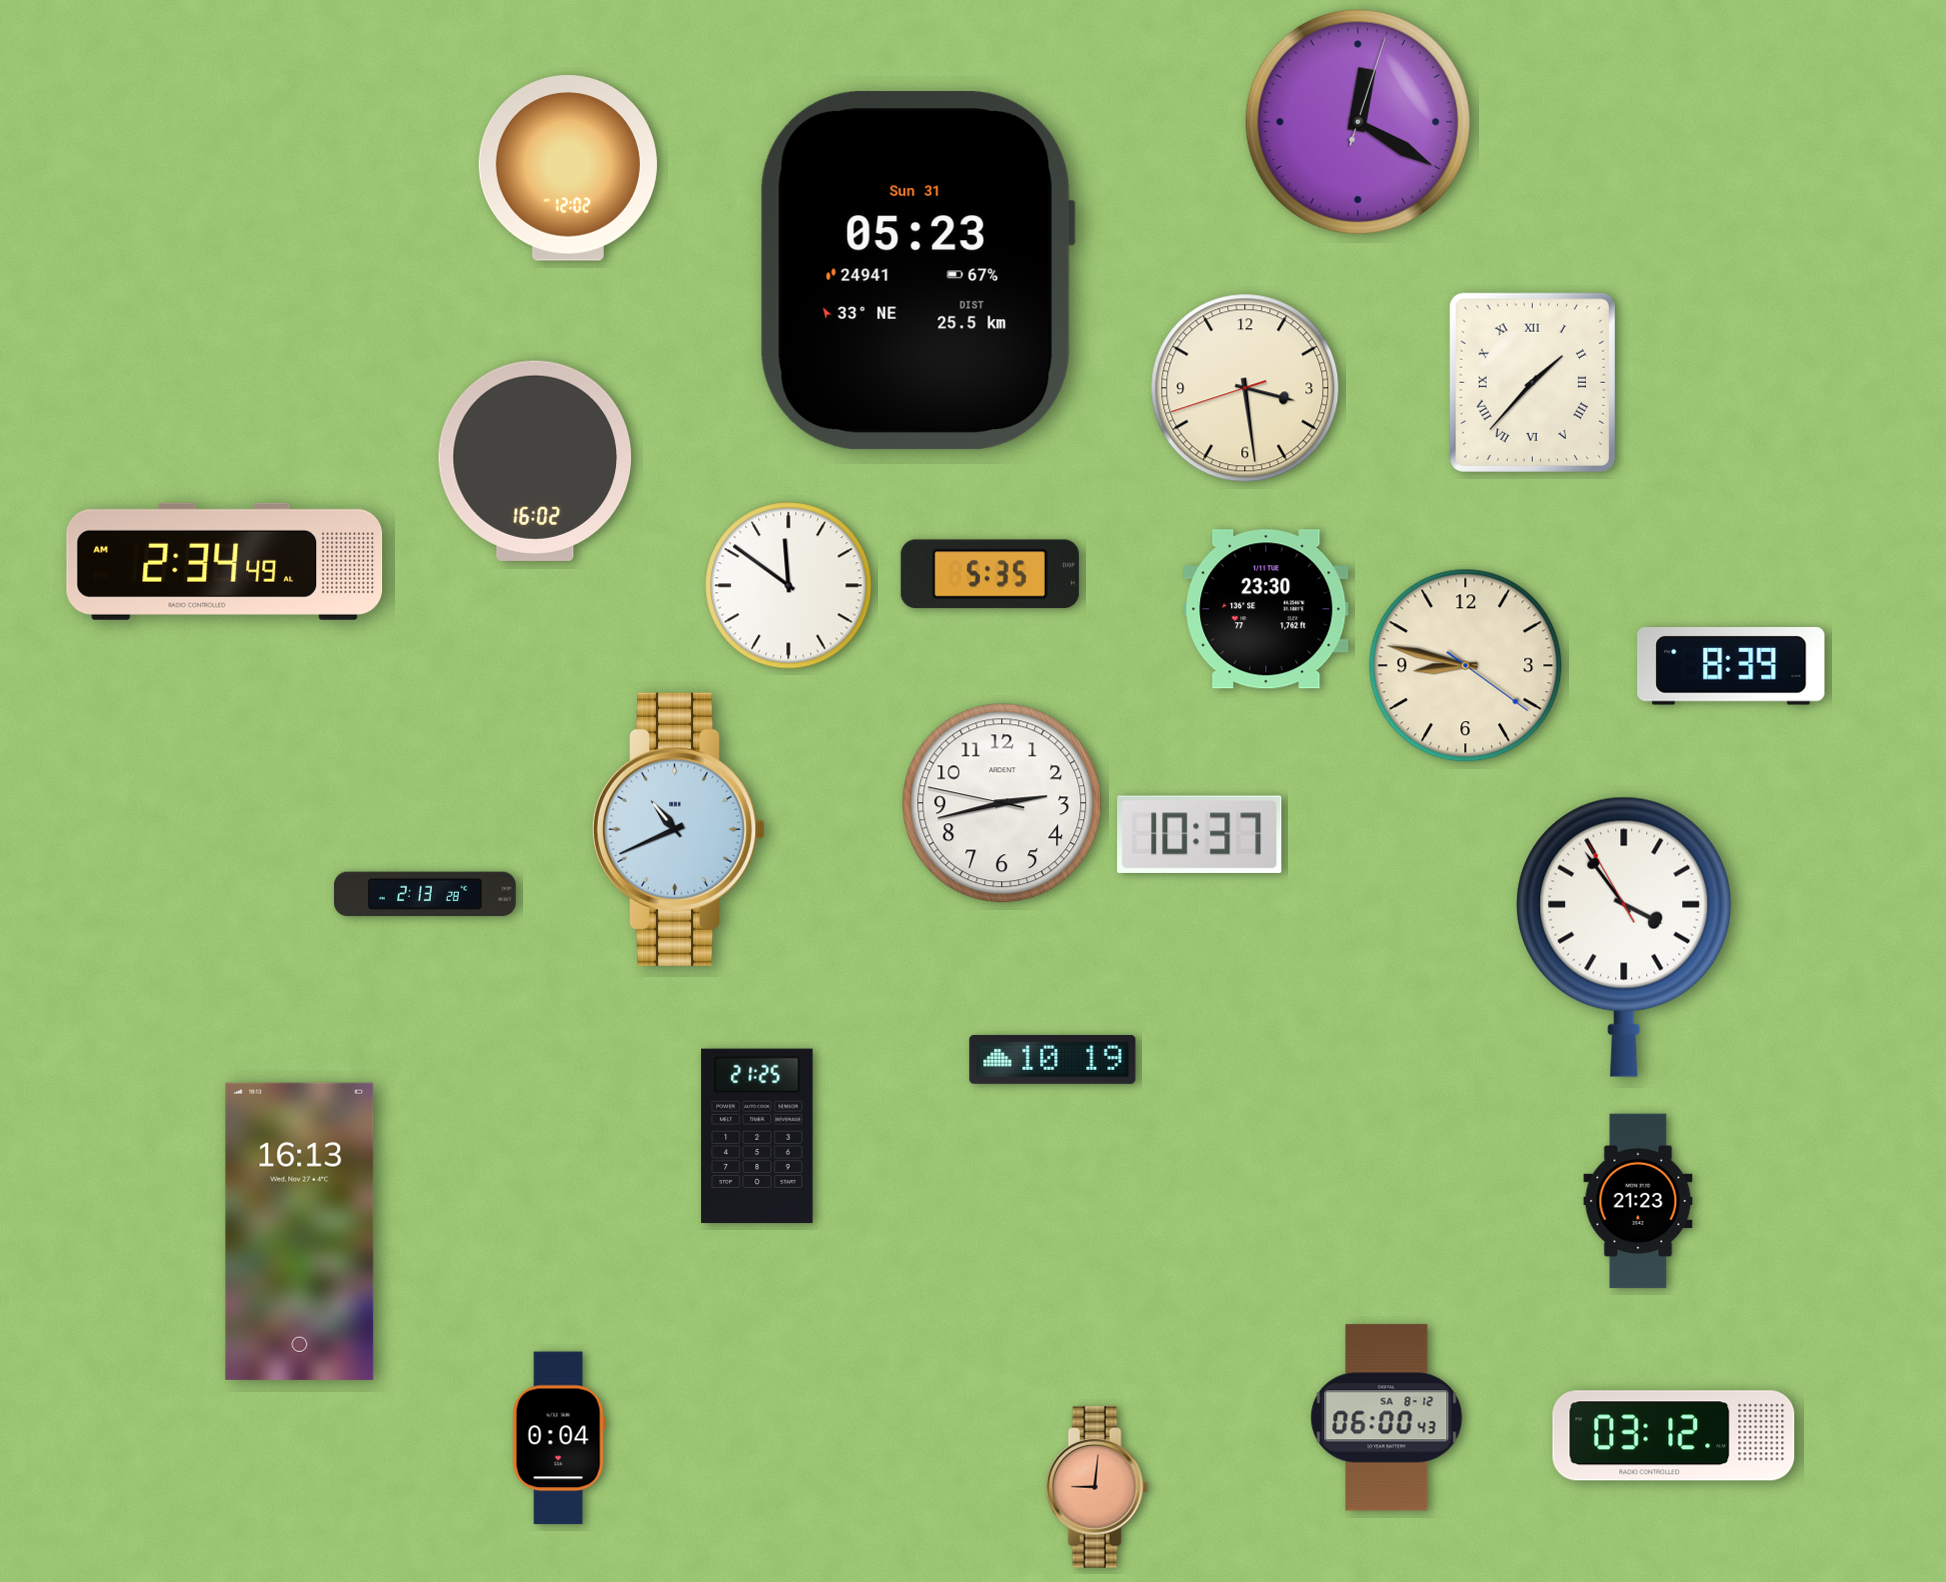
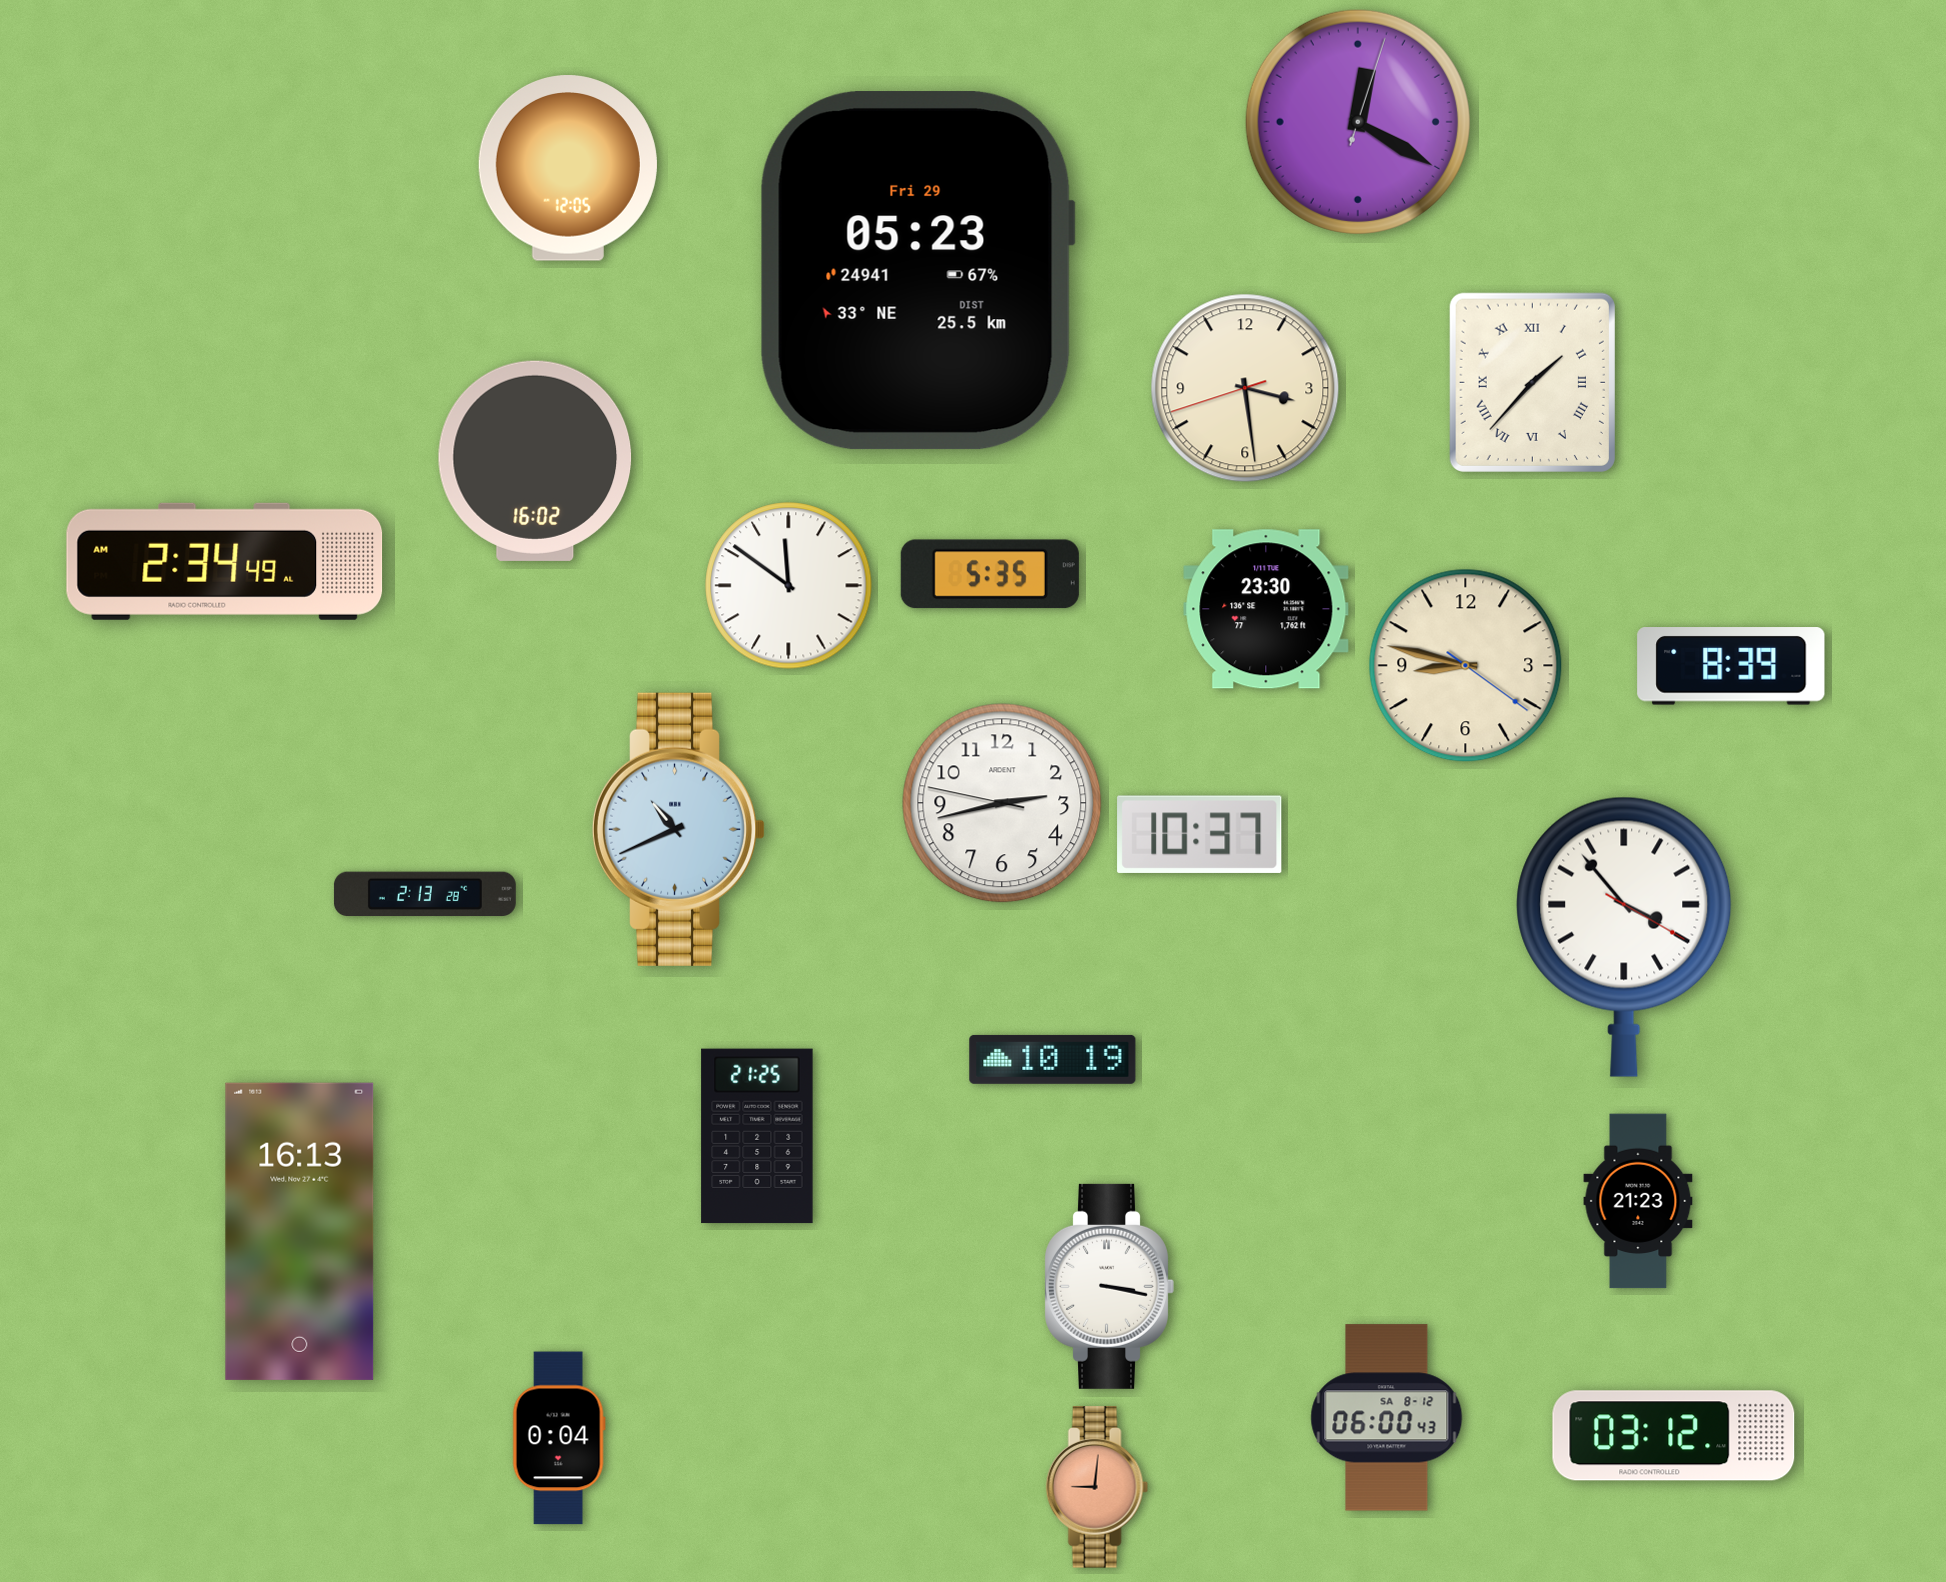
clock at (568, 168): 12:02 -> 12:05
clock at (917, 271) date: Sun 31 -> Fri 29
clock at (1624, 937): 3:53:55 -> 3:53:20
clock at (1109, 1286): none -> 3:17
